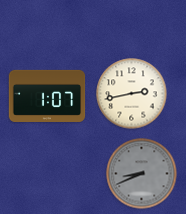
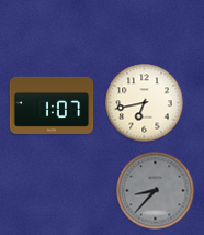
clock at (132, 94): 2:43 -> 6:43
clock at (142, 174): 8:41 -> 8:37
